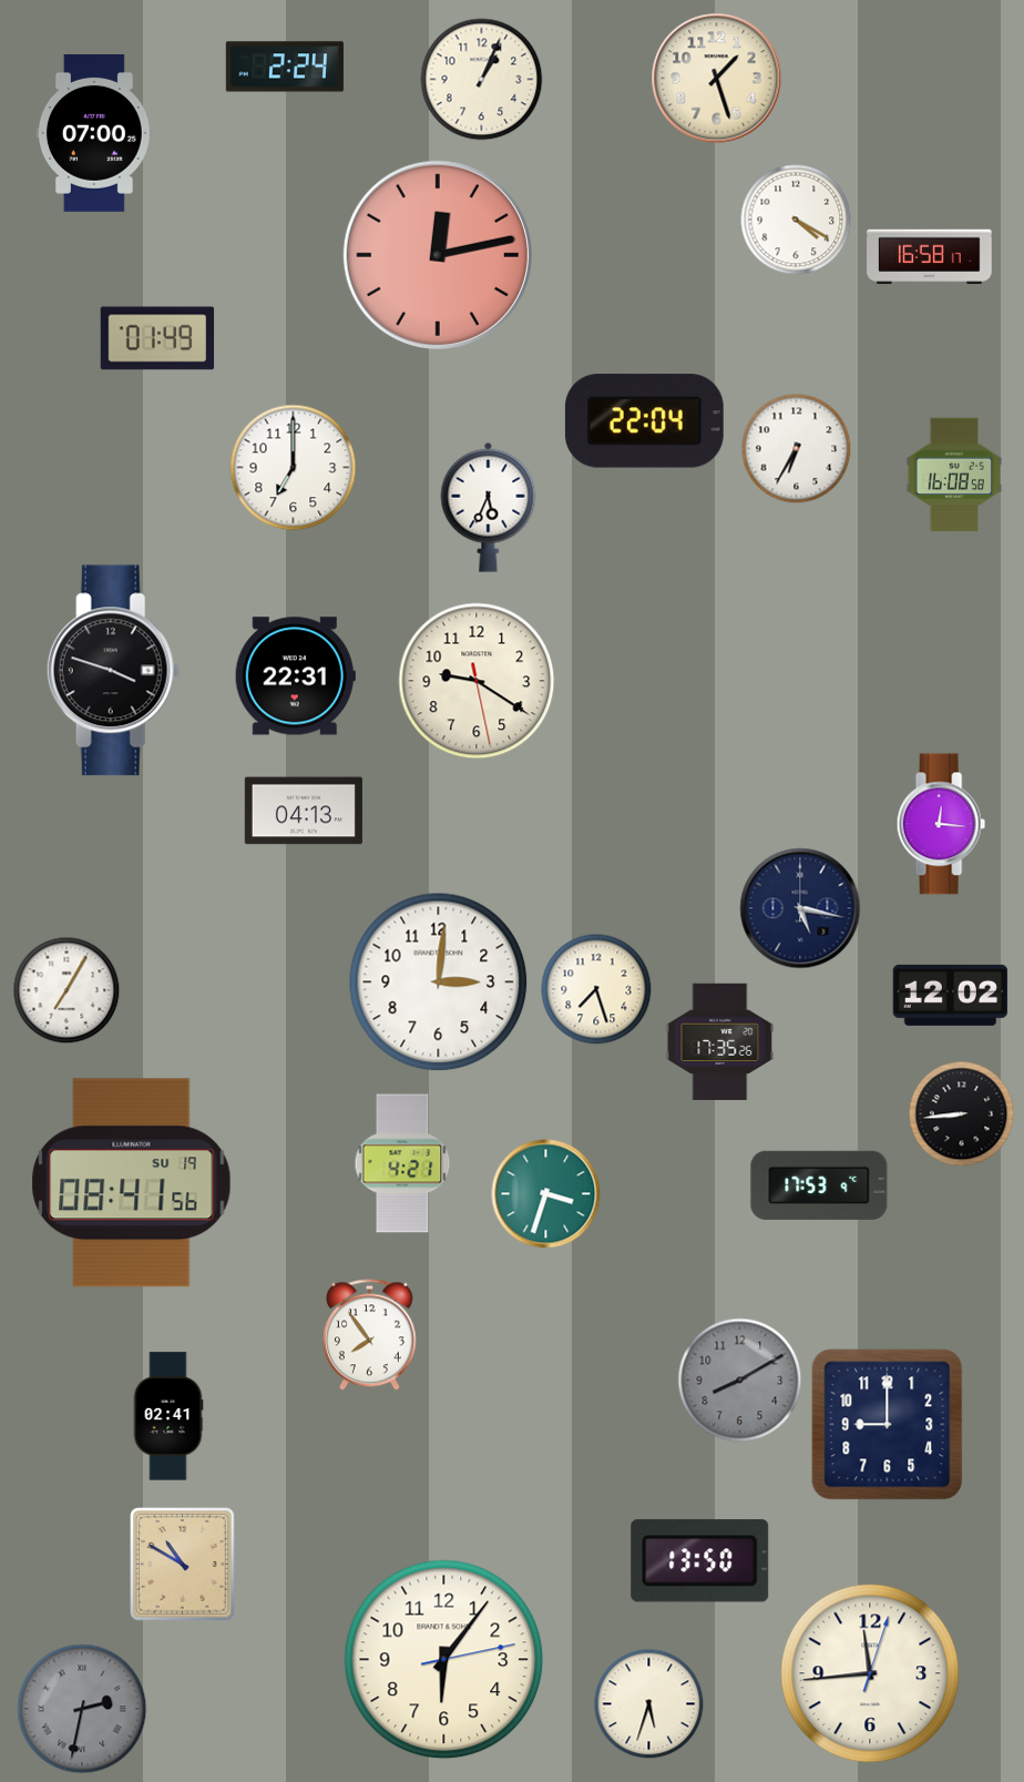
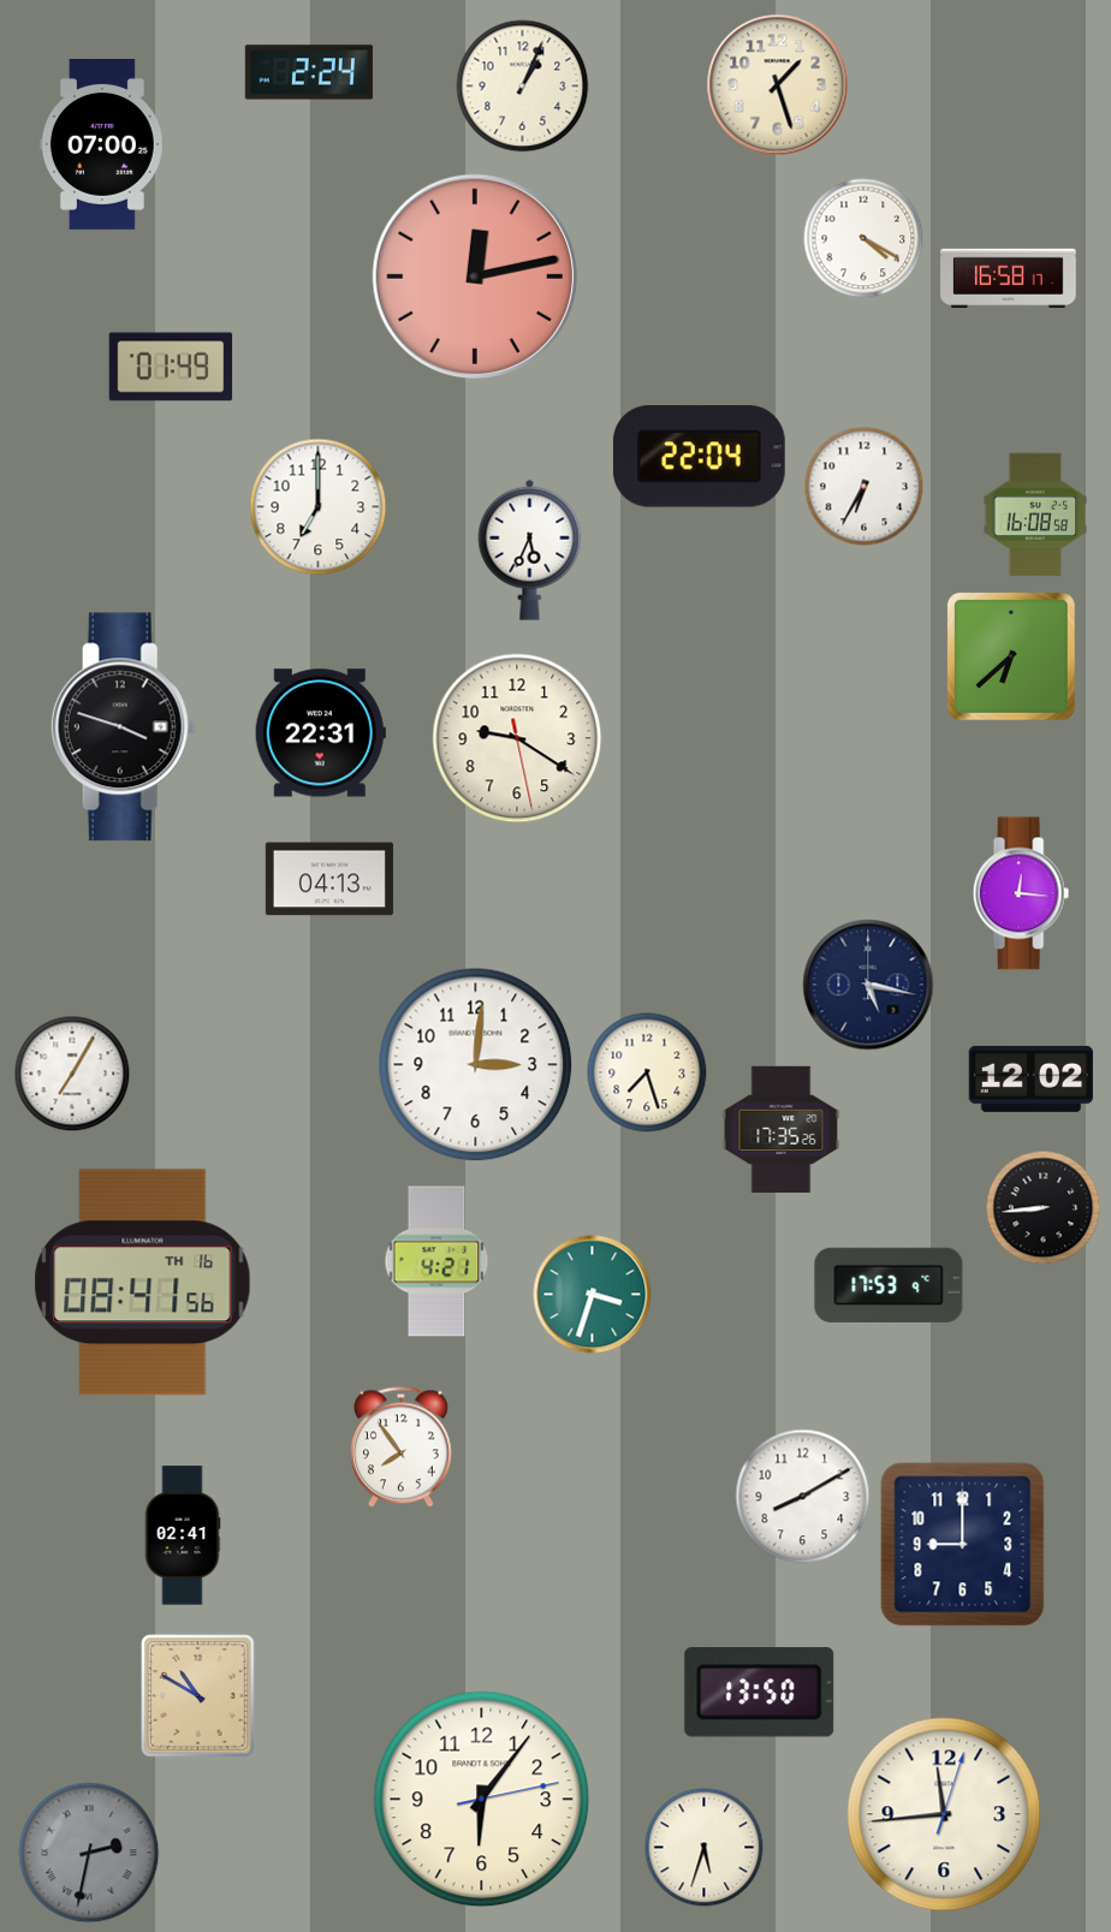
clock at (1011, 656): none -> 6:38
clock at (132, 1183) date: SU 19 -> TH 16
clock at (740, 1381) dial: grey -> white
